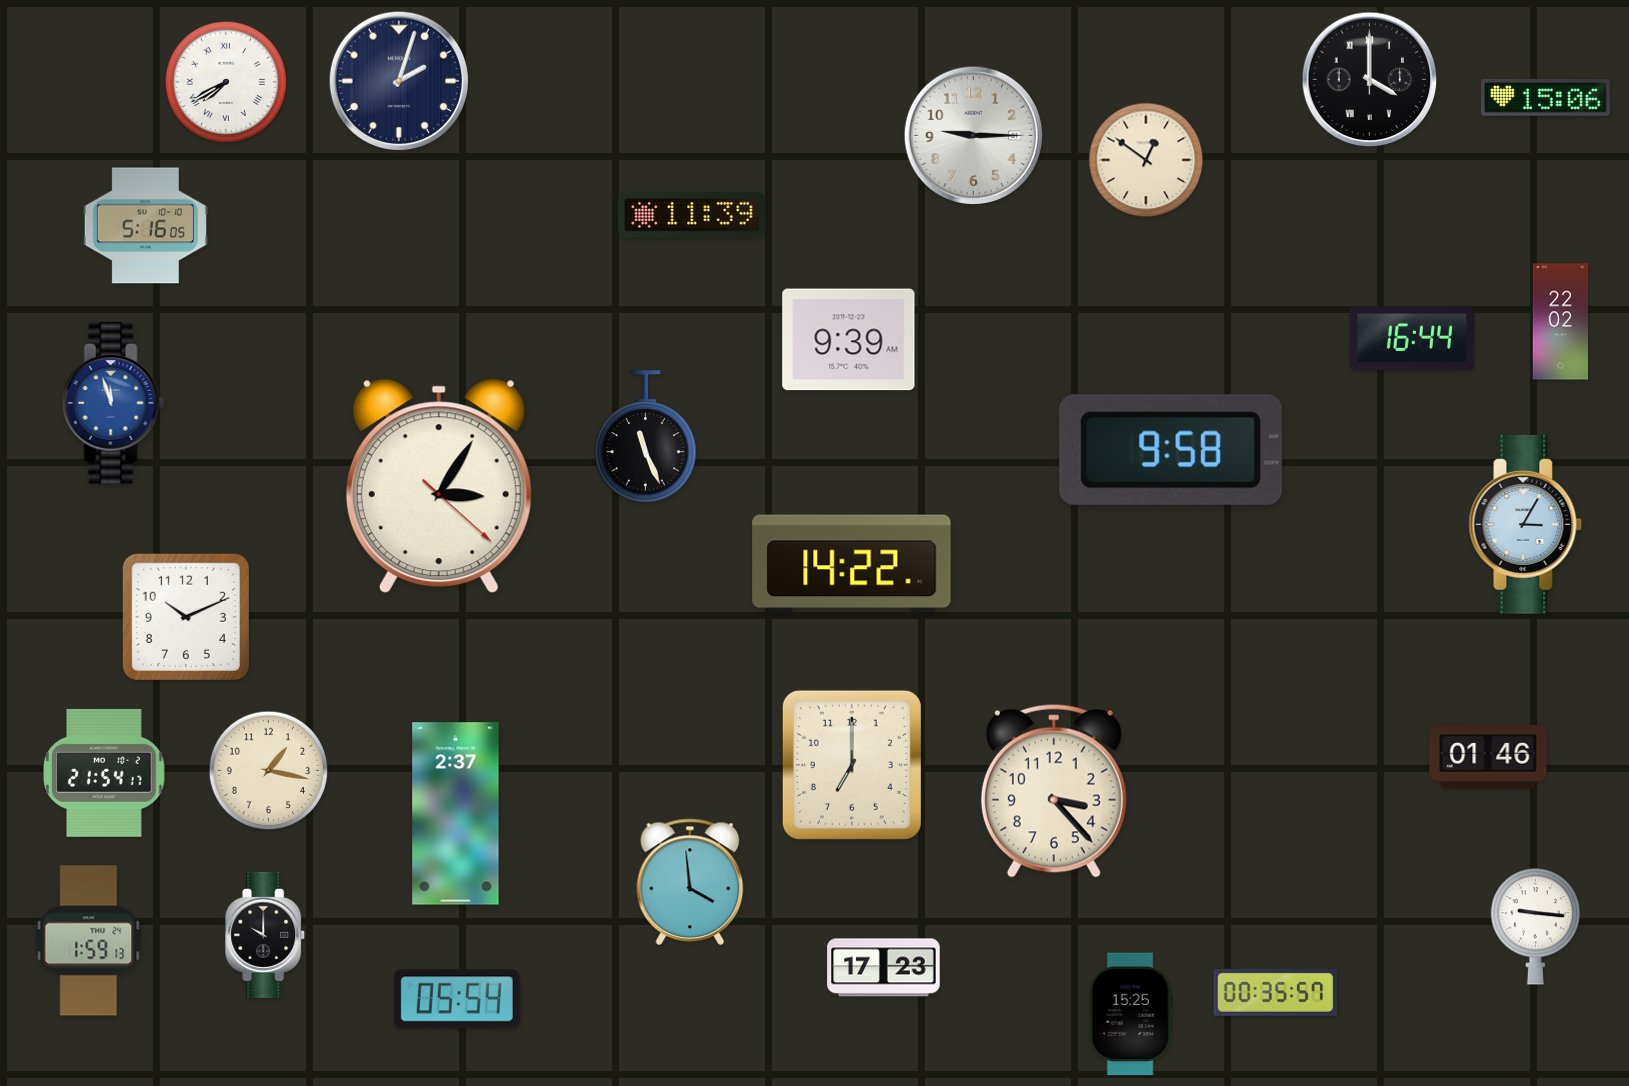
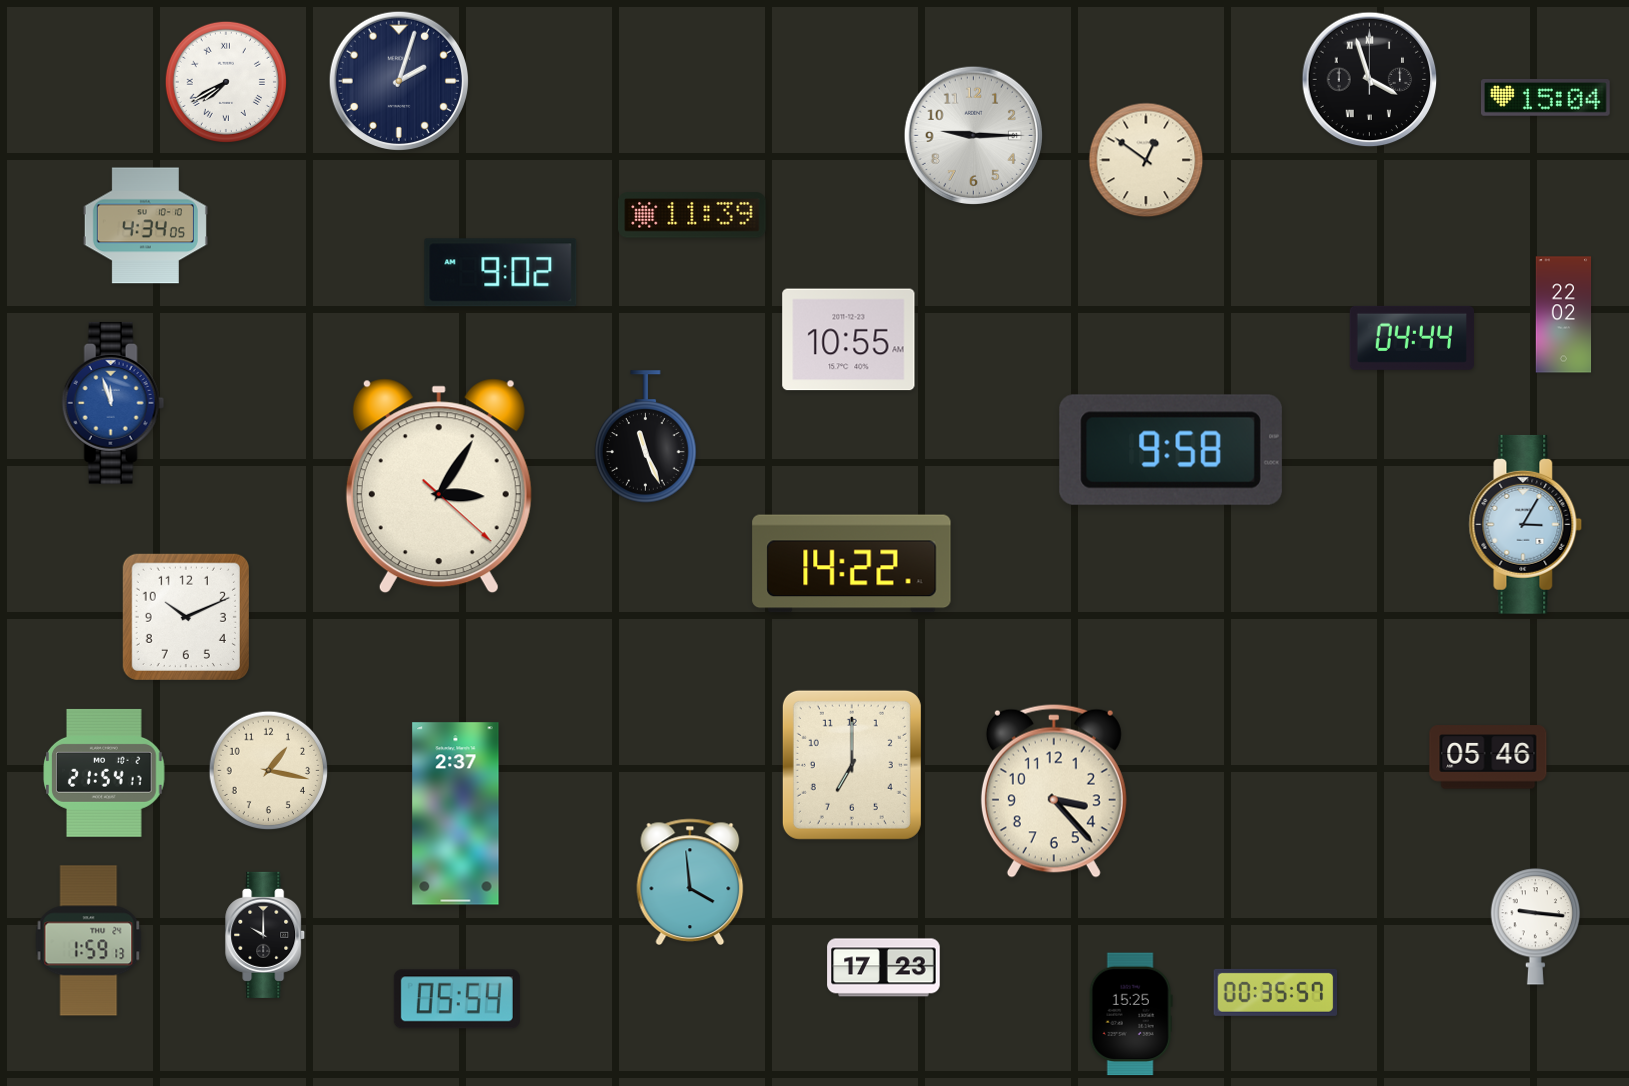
clock at (1370, 80): 4:00 -> 3:57
clock at (1546, 98): 15:06 -> 15:04
clock at (145, 226): 5:16 -> 4:34
clock at (501, 273): none -> 9:02
clock at (1561, 322) position: (1561, 322) -> (1564, 315)
clock at (1411, 338): 16:44 -> 04:44
clock at (849, 340): 9:39 -> 10:55
clock at (1488, 757): 01:46 -> 05:46
